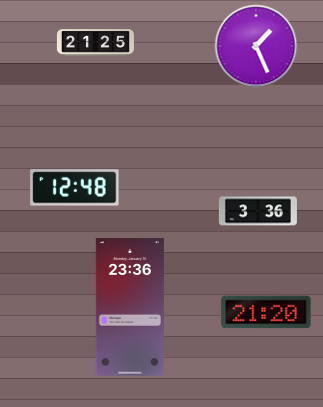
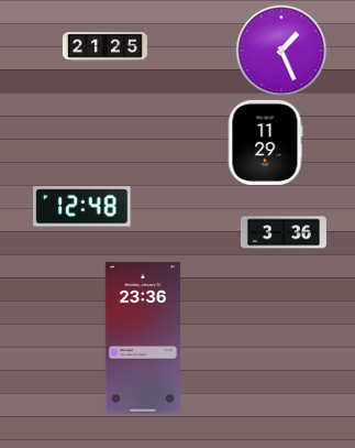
clock at (265, 142): none -> 11:29
clock at (266, 312): 21:20 -> none
